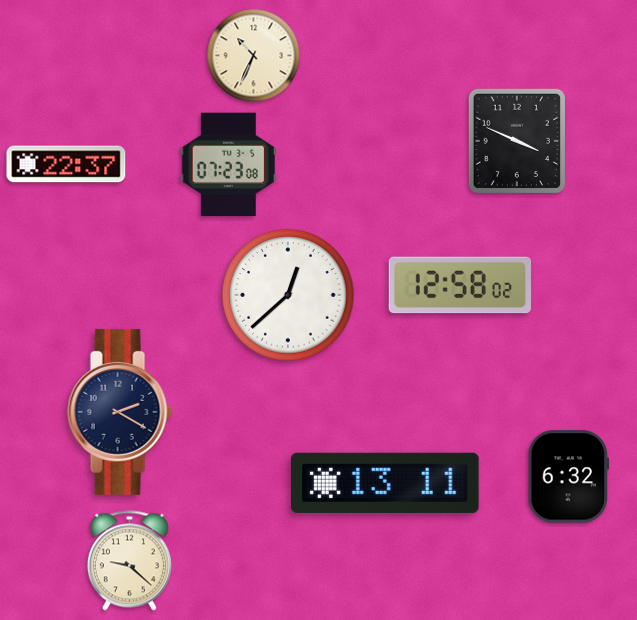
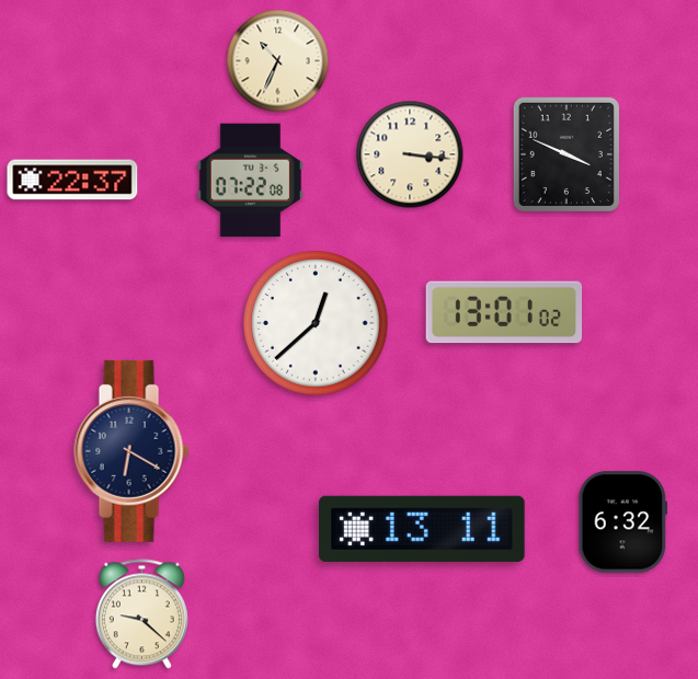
clock at (410, 154): none -> 3:16
clock at (228, 165): 07:23 -> 07:22
clock at (460, 285): 12:58 -> 13:01
clock at (120, 412): 2:20 -> 6:20
